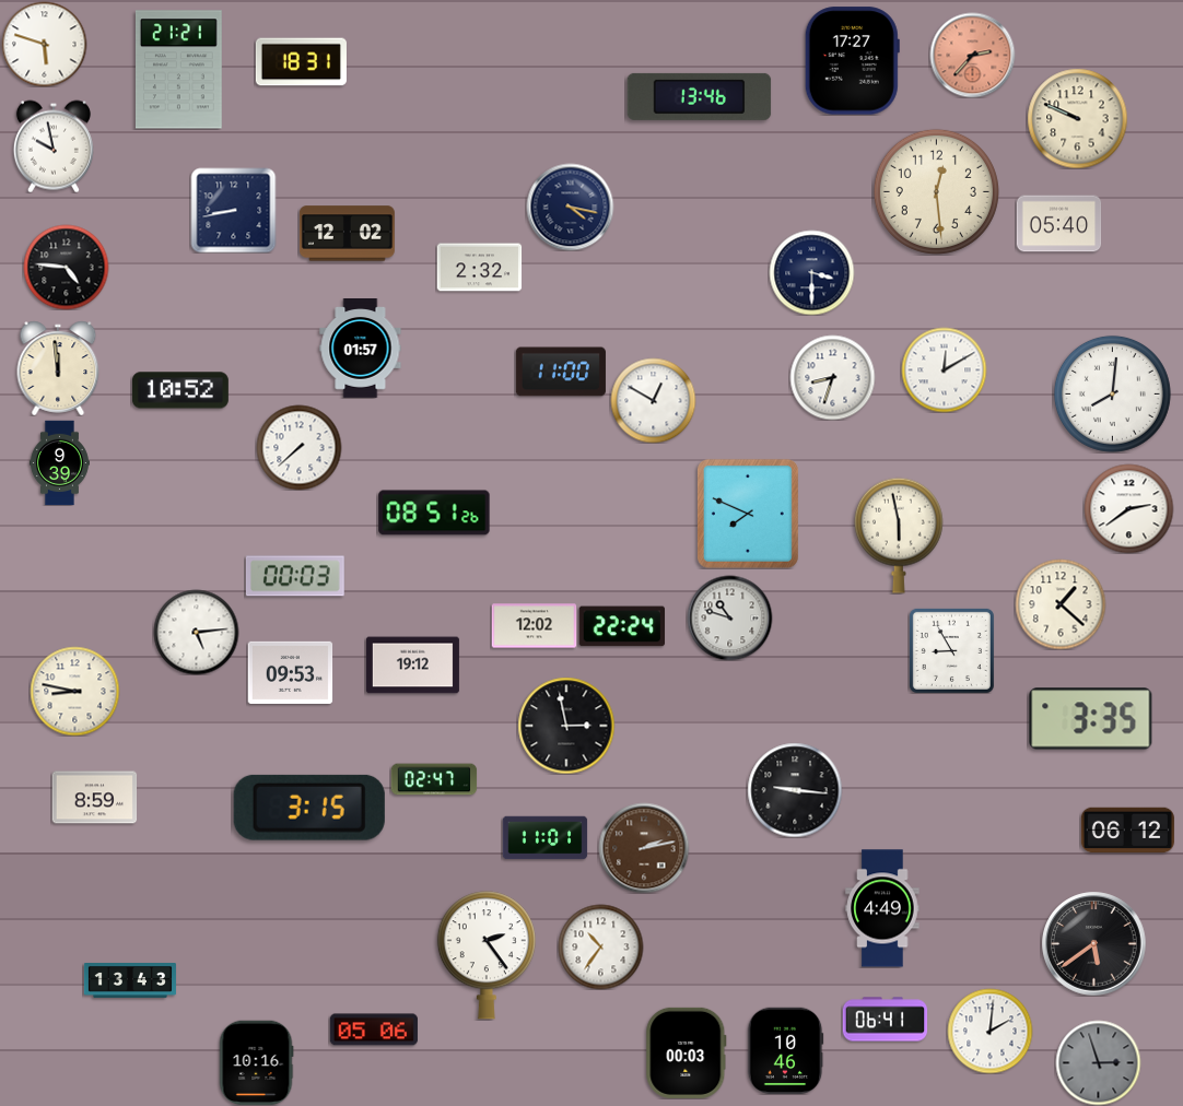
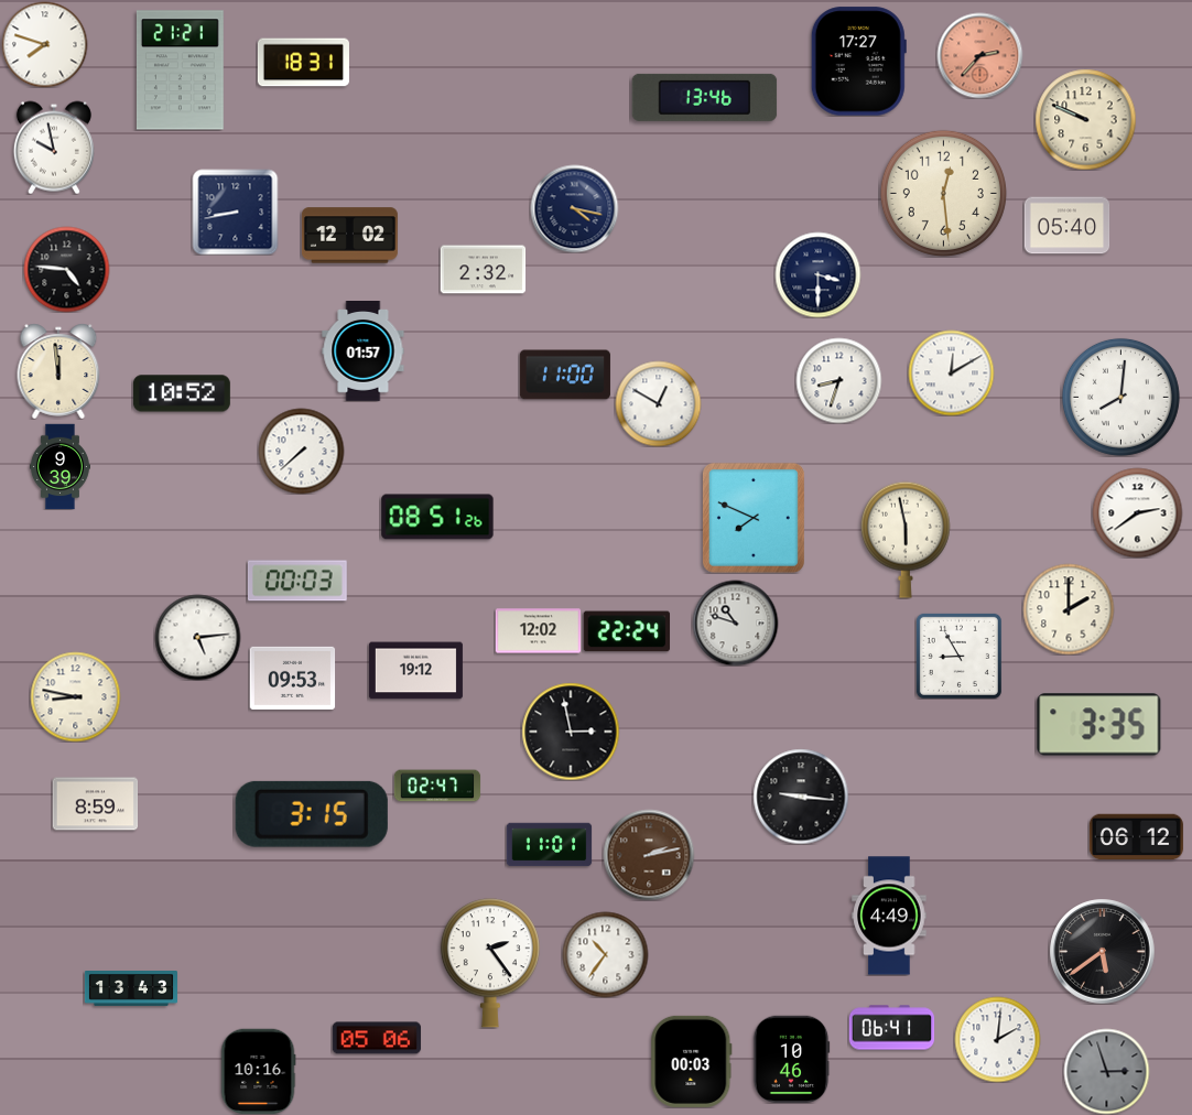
clock at (44, 44): 5:48 -> 7:48
clock at (1061, 604): 1:22 -> 2:00
